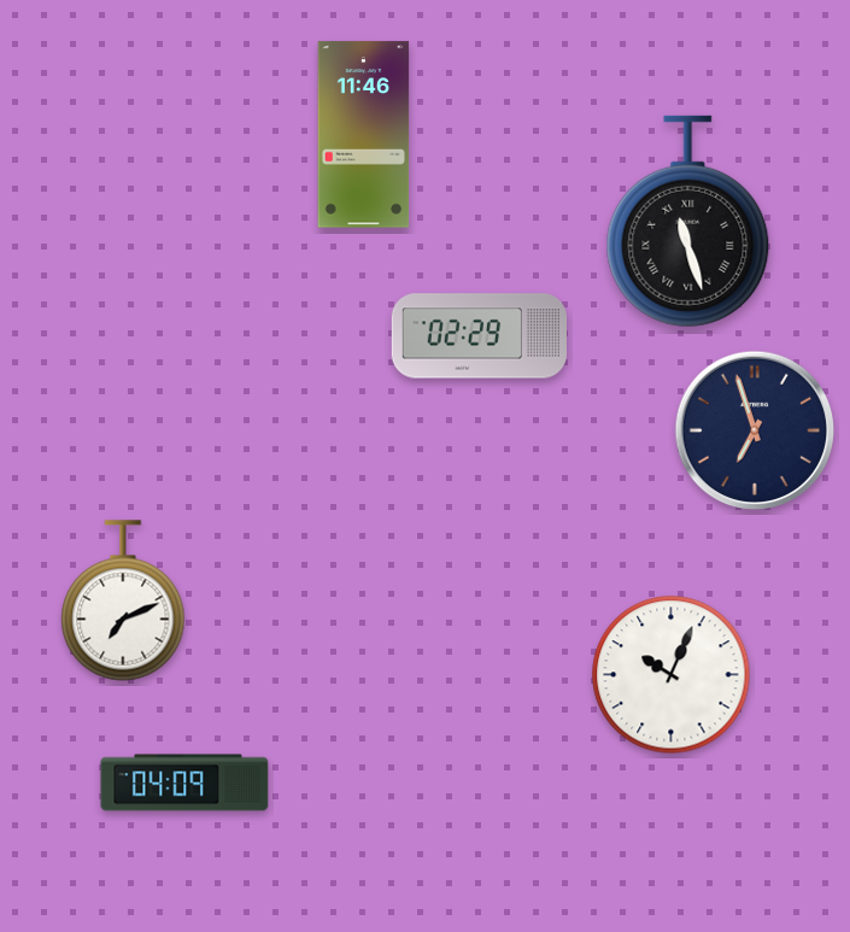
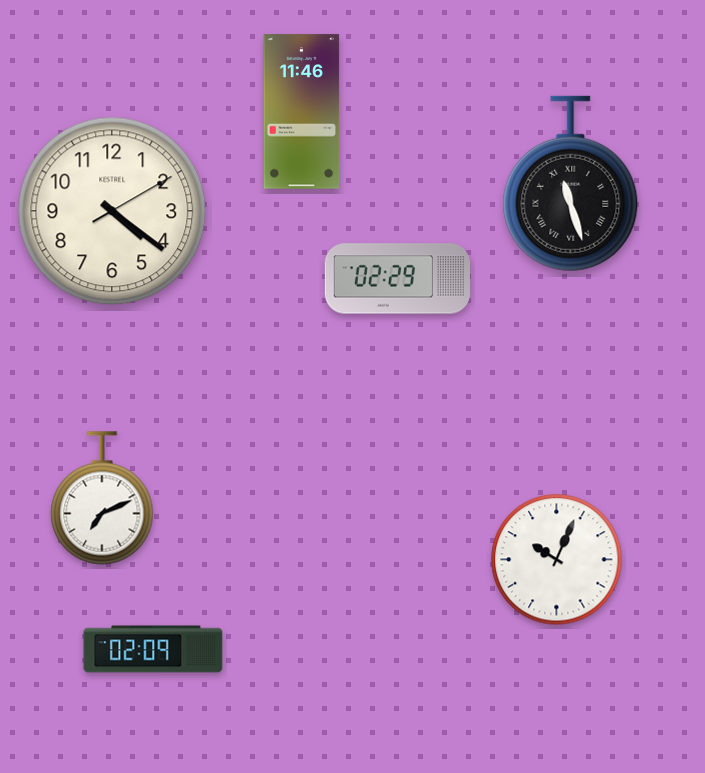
clock at (112, 211): none -> 4:21
clock at (755, 430): 6:57 -> none
clock at (184, 782): 04:09 -> 02:09
